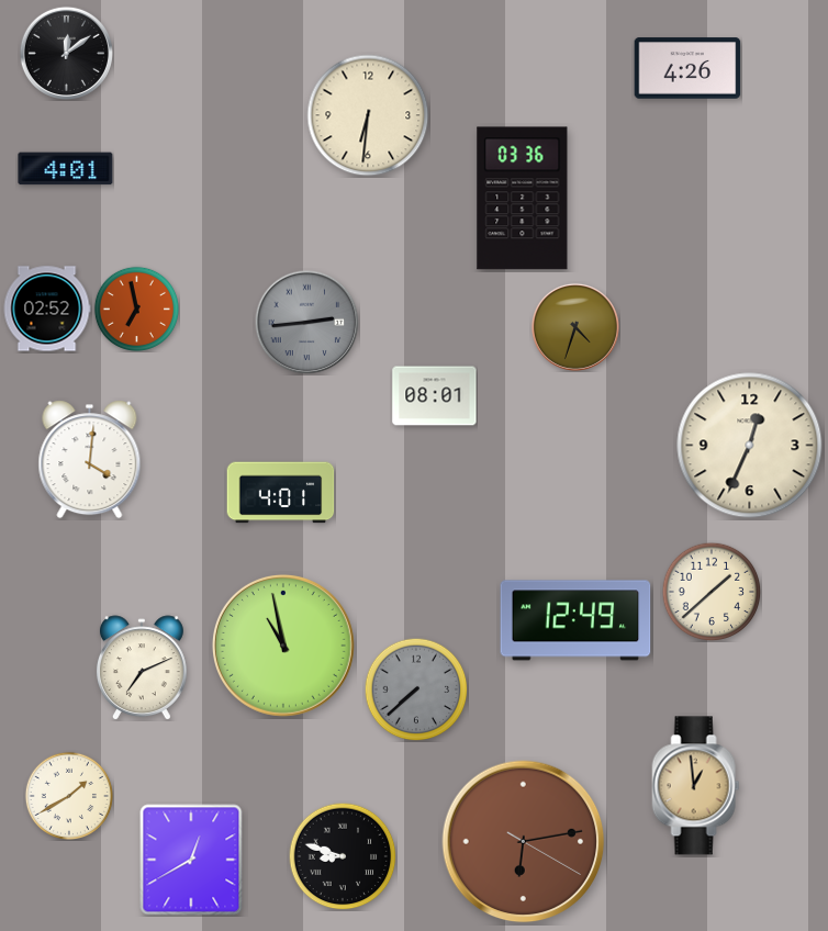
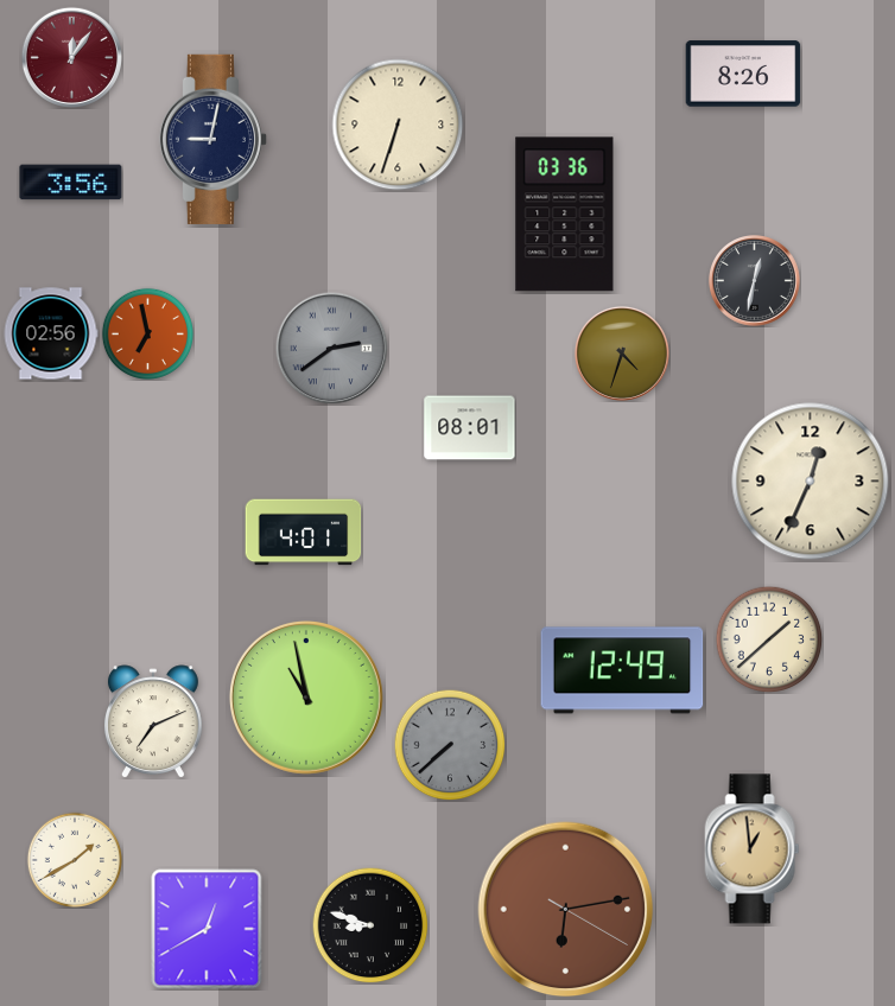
clock at (66, 53): 12:09 -> 12:06
clock at (66, 53) dial: black -> burgundy
clock at (687, 68): 4:26 -> 8:26
clock at (368, 115): 6:31 -> 6:33
clock at (212, 139): none -> 9:02
clock at (66, 169): 4:01 -> 3:56
clock at (755, 281): none -> 12:32
clock at (47, 309): 02:52 -> 02:56
clock at (306, 322): 2:44 -> 2:39
clock at (90, 460): 4:01 -> none
